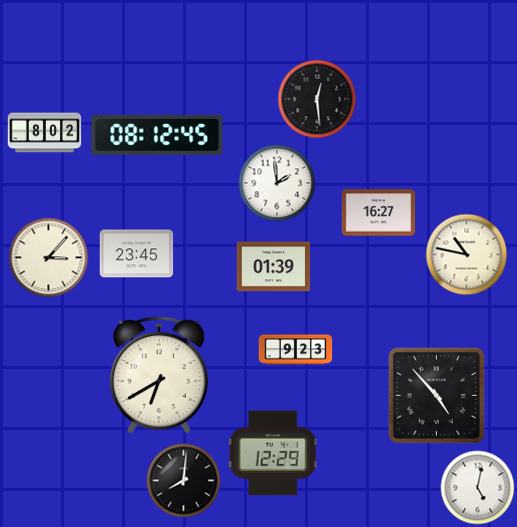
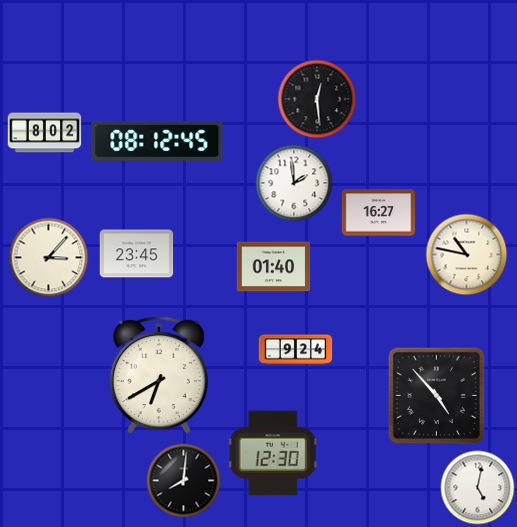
clock at (157, 135) position: (157, 135) -> (157, 141)
clock at (277, 183) position: (277, 183) -> (294, 183)
clock at (274, 267): 01:39 -> 01:40
clock at (296, 350): 9:23 -> 9:24
clock at (273, 453): 12:29 -> 12:30
